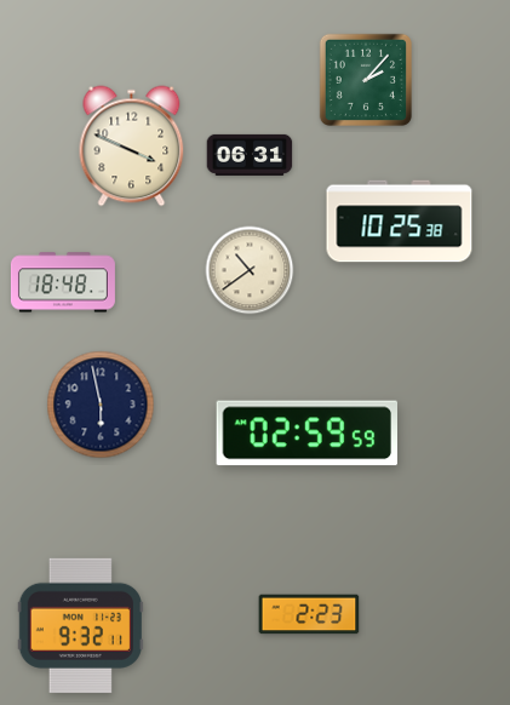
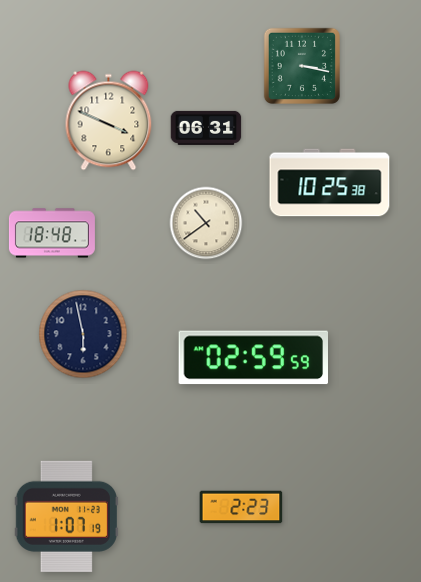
clock at (365, 79): 2:07 -> 3:17
clock at (309, 614) position: (309, 614) -> (241, 507)
clock at (80, 625): 9:32 -> 1:07
